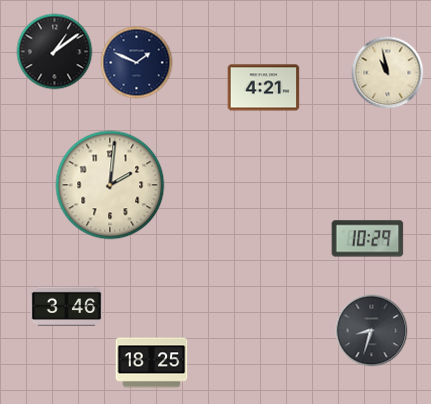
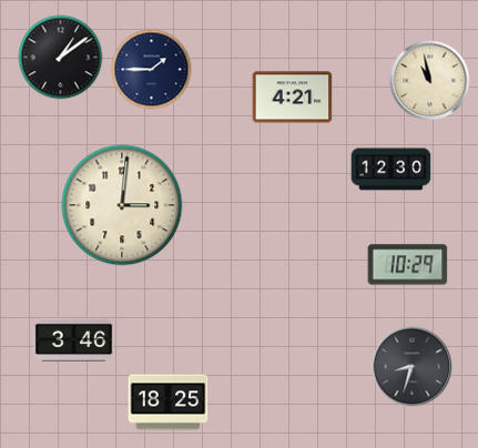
clock at (137, 63): 1:49 -> 1:45
clock at (391, 170): none -> 12:30
clock at (110, 185): 2:01 -> 3:01
